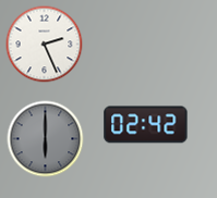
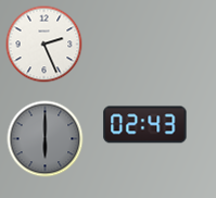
clock at (146, 125): 02:42 -> 02:43
